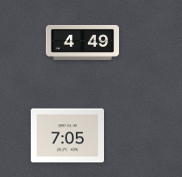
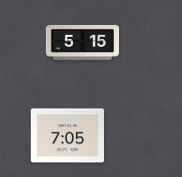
clock at (83, 42): 4:49 -> 5:15
